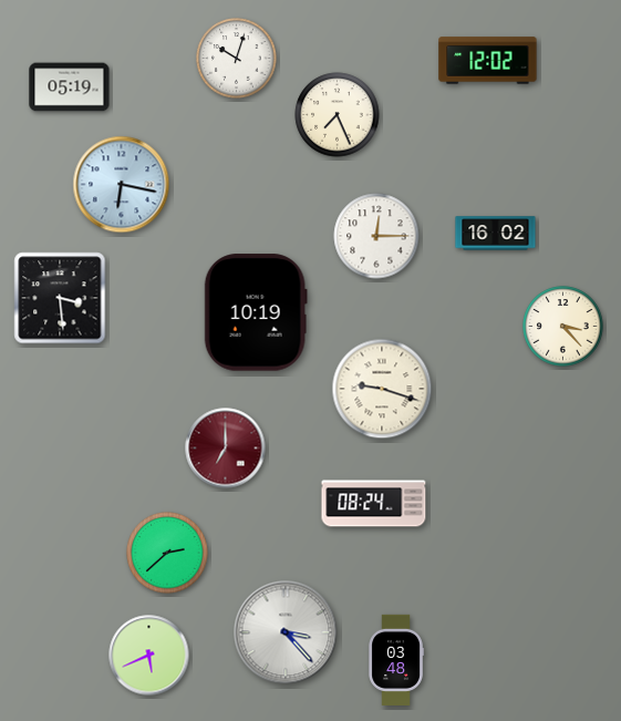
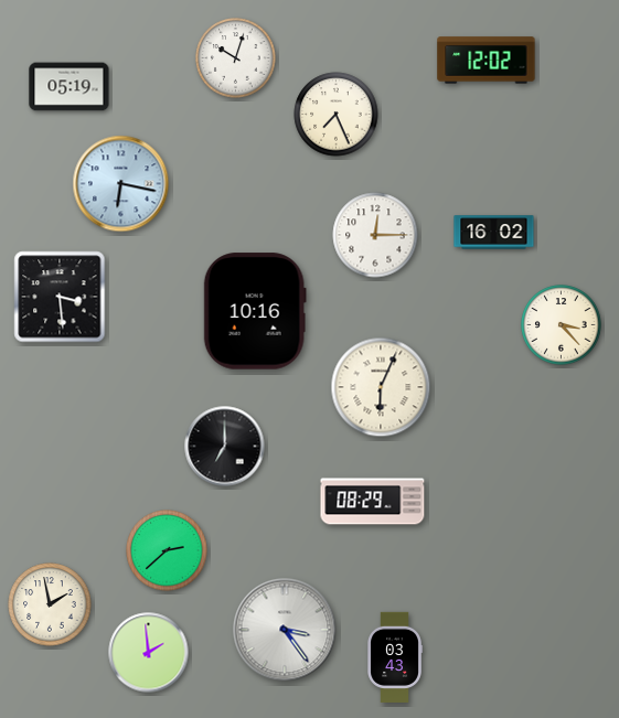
clock at (256, 312): 10:19 -> 10:16
clock at (382, 389): 9:18 -> 6:04
clock at (226, 449) dial: burgundy -> black
clock at (374, 504): 08:24 -> 08:29
clock at (50, 604): none -> 1:58
clock at (286, 632): 3:23 -> 3:24
clock at (149, 656): 5:41 -> 1:59
clock at (396, 660): 03:48 -> 03:43
